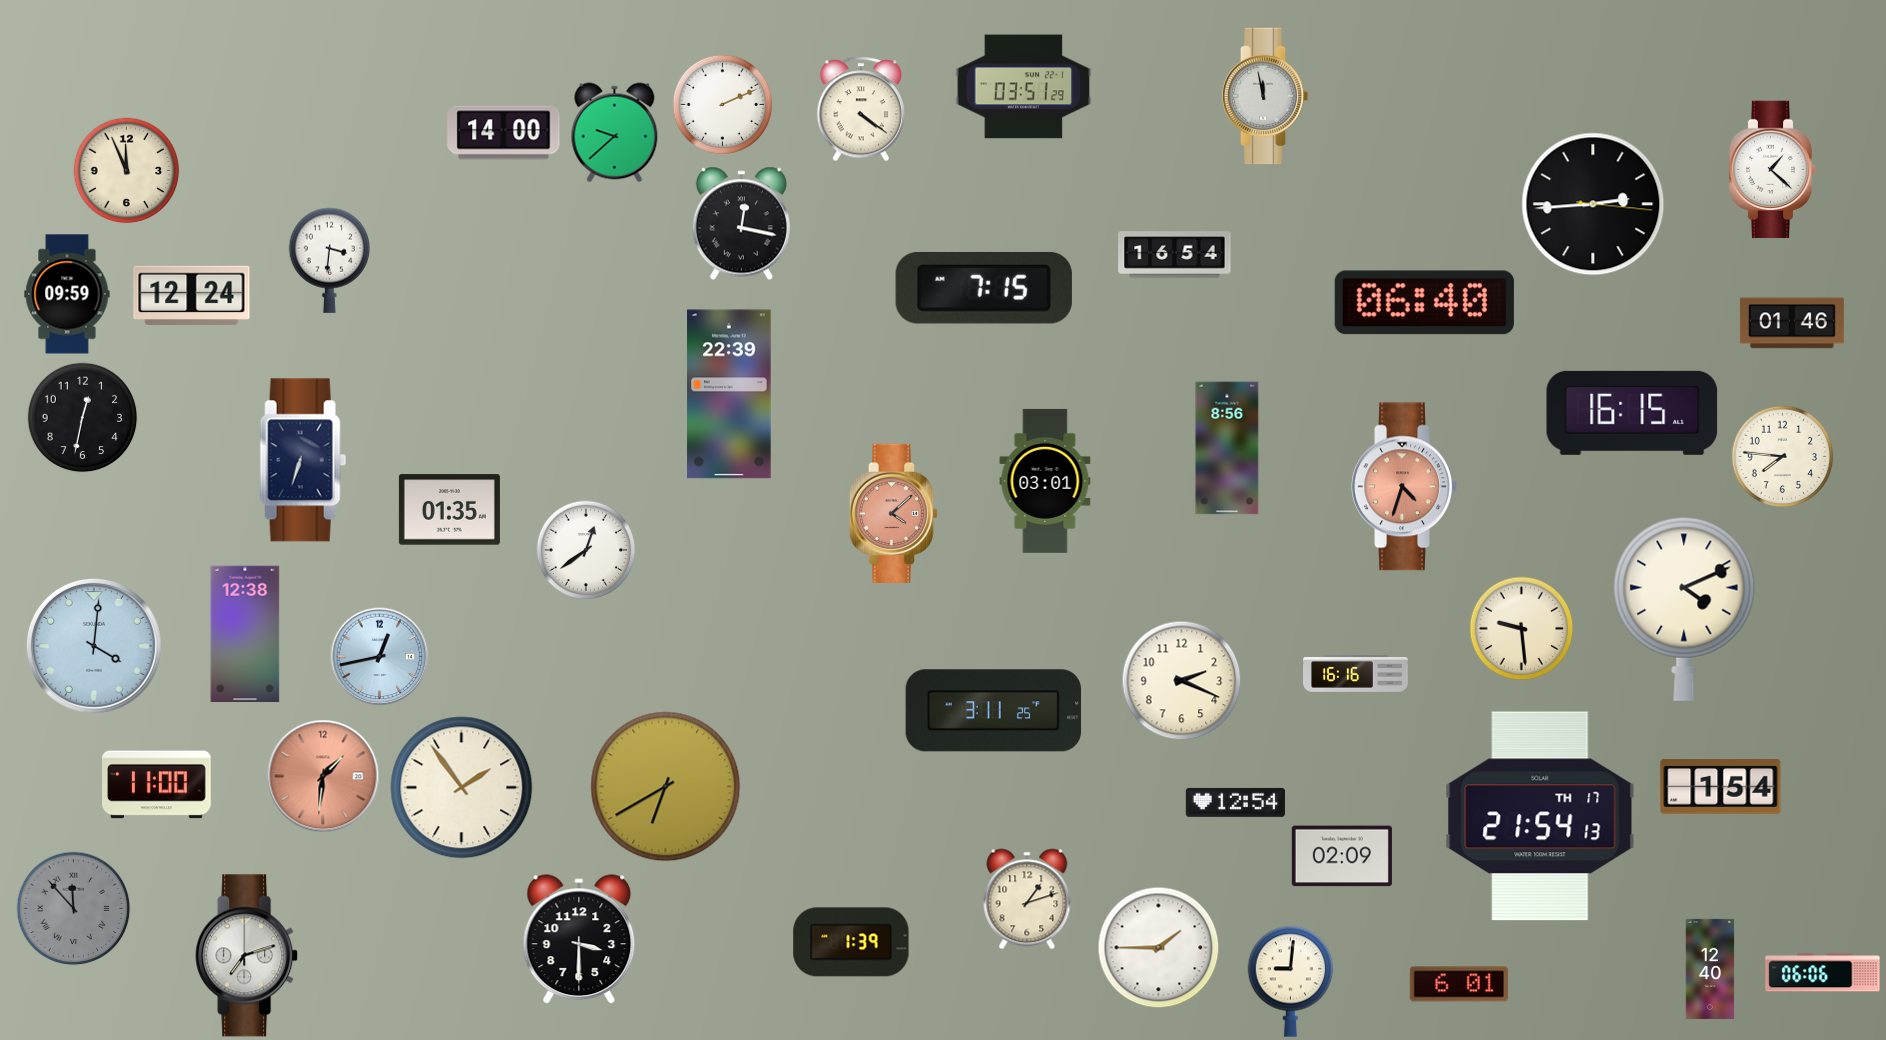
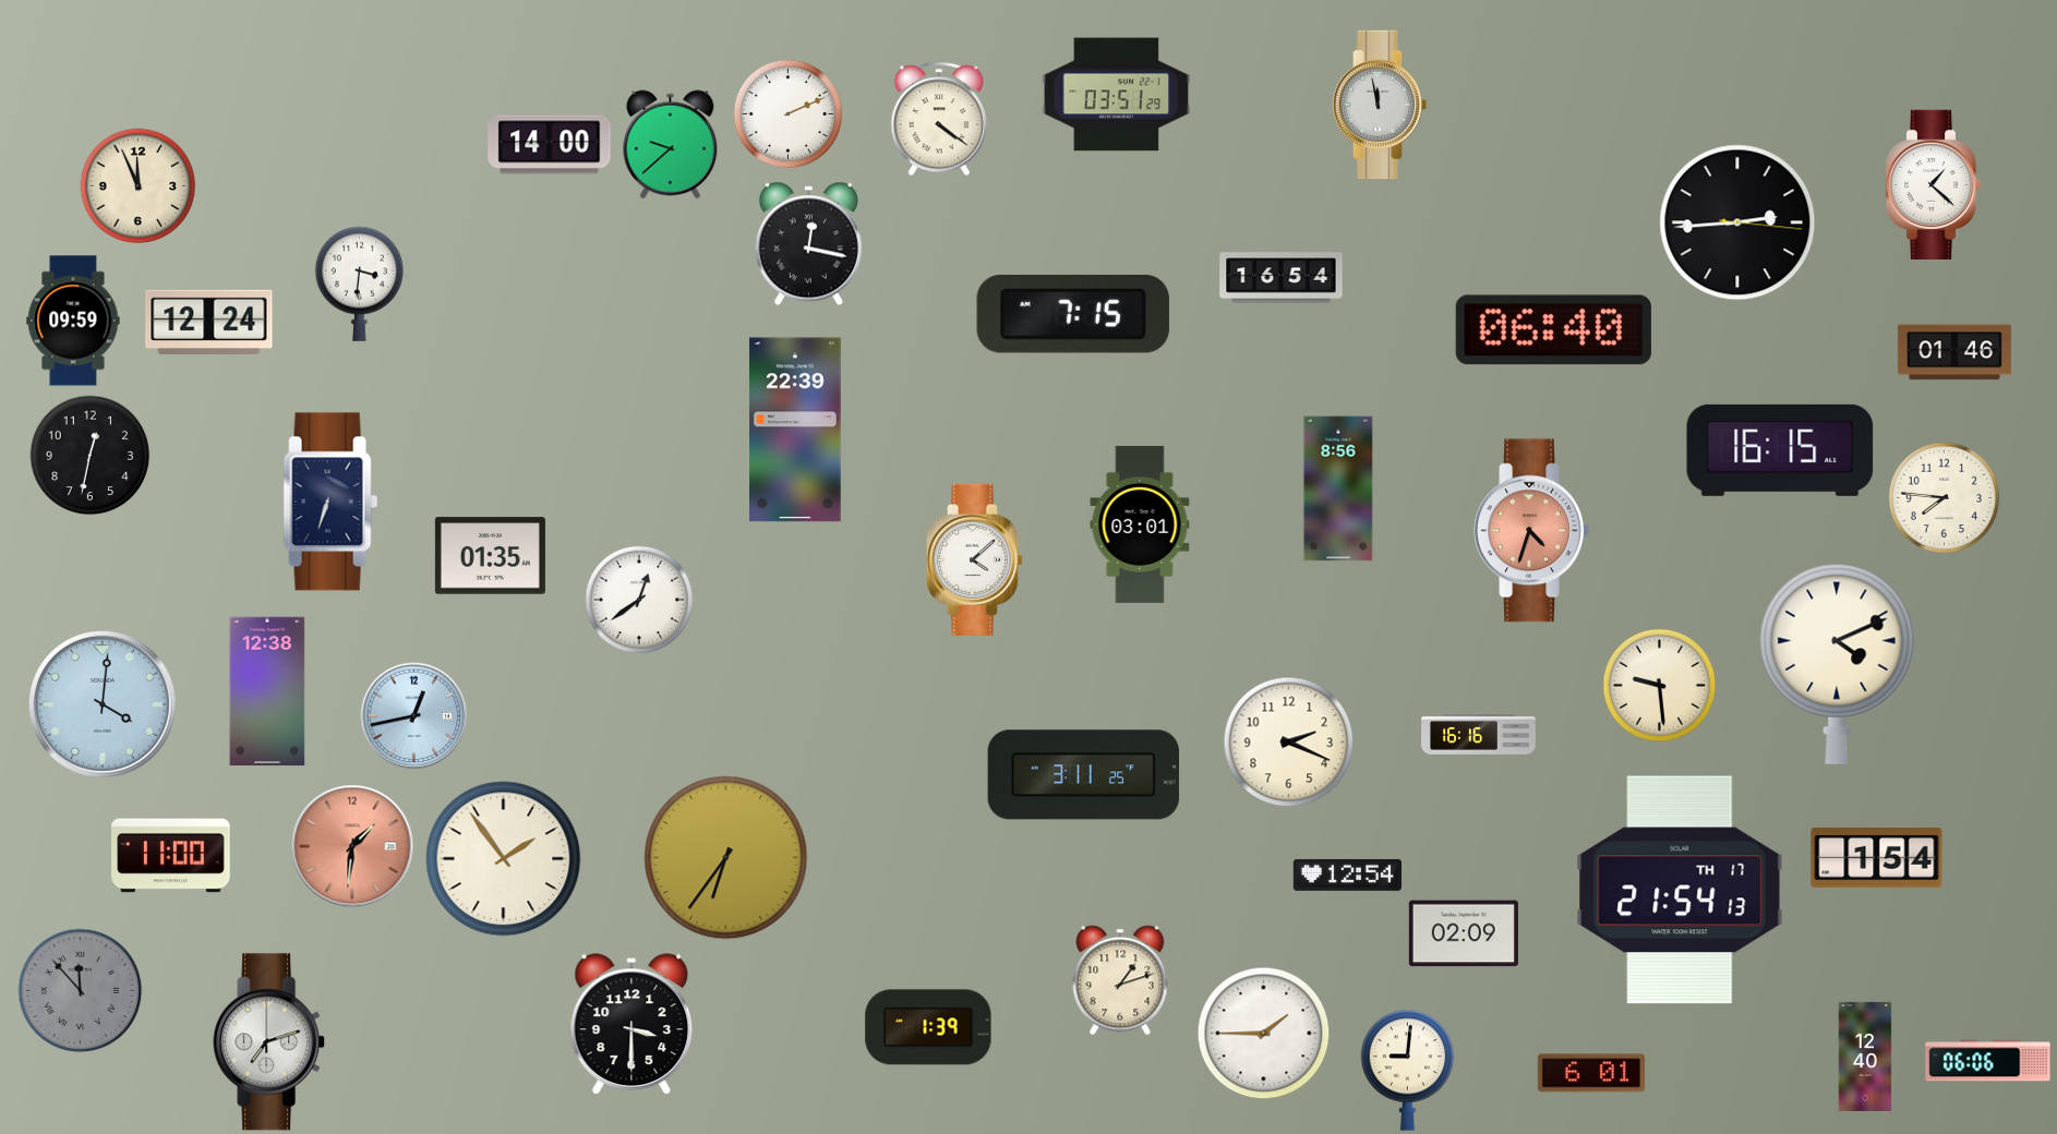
clock at (894, 513) dial: salmon -> white
clock at (666, 787): 6:40 -> 6:36
